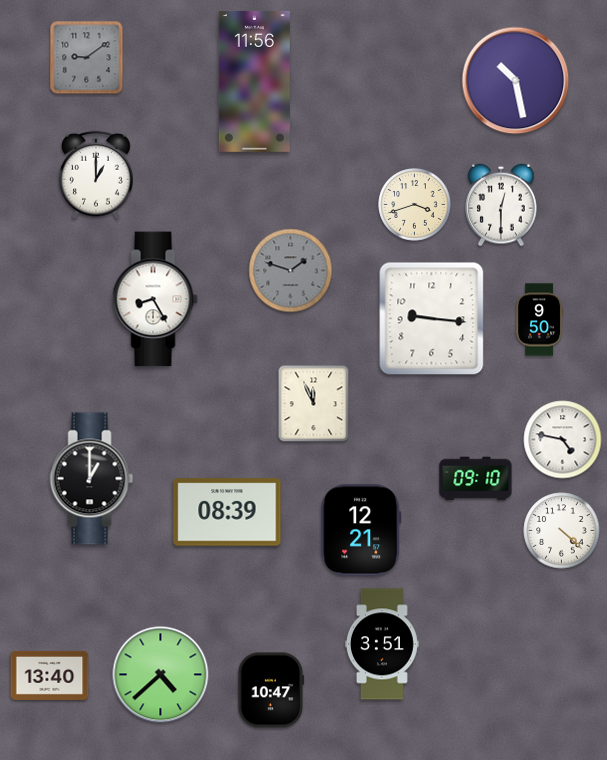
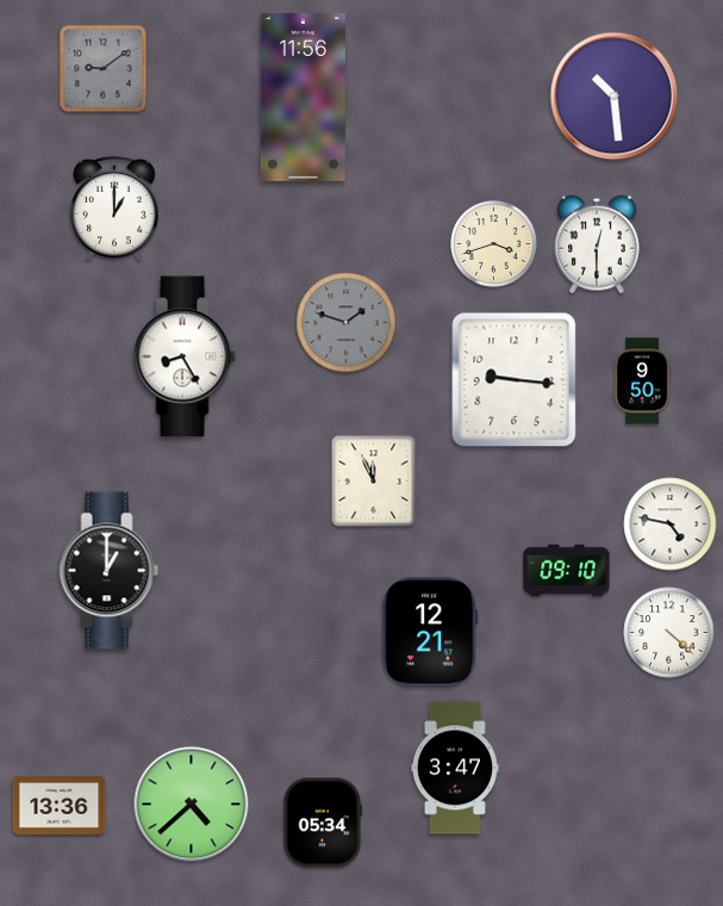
clock at (516, 81): 10:28 -> 10:29
clock at (227, 512): 08:39 -> none
clock at (382, 644): 3:51 -> 3:47
clock at (50, 675): 13:40 -> 13:36
clock at (271, 690): 10:47 -> 05:34
